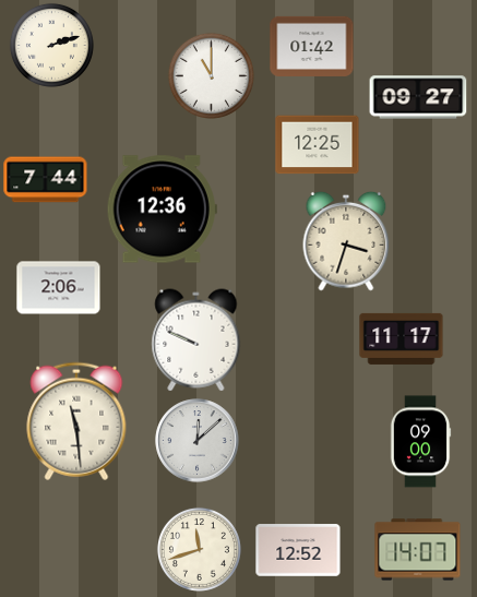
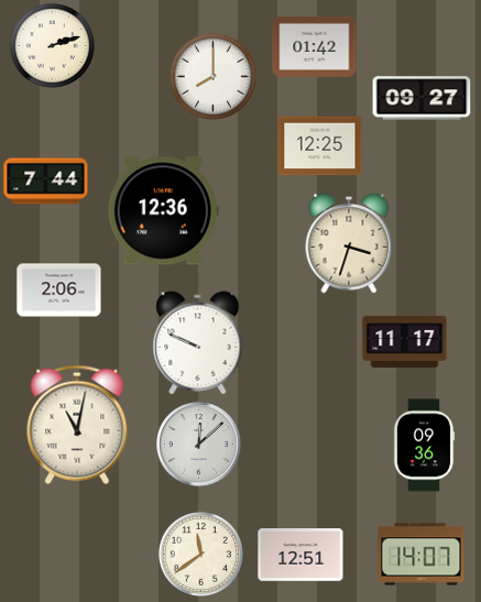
clock at (211, 75): 11:00 -> 8:00
clock at (76, 421): 11:29 -> 11:02
clock at (420, 442): 09:00 -> 09:36
clock at (199, 549): 11:42 -> 11:39
clock at (298, 550): 12:52 -> 12:51
